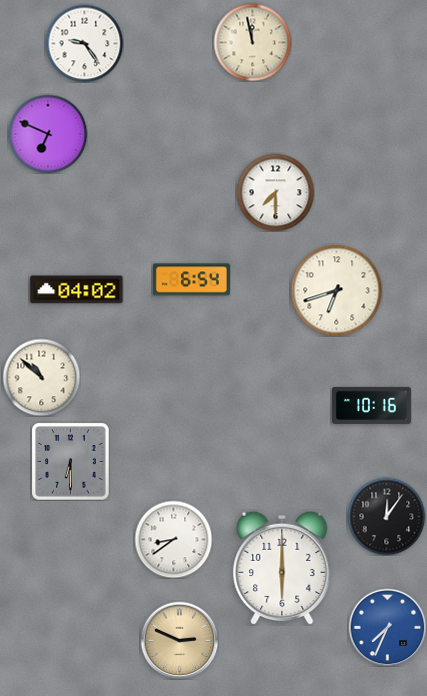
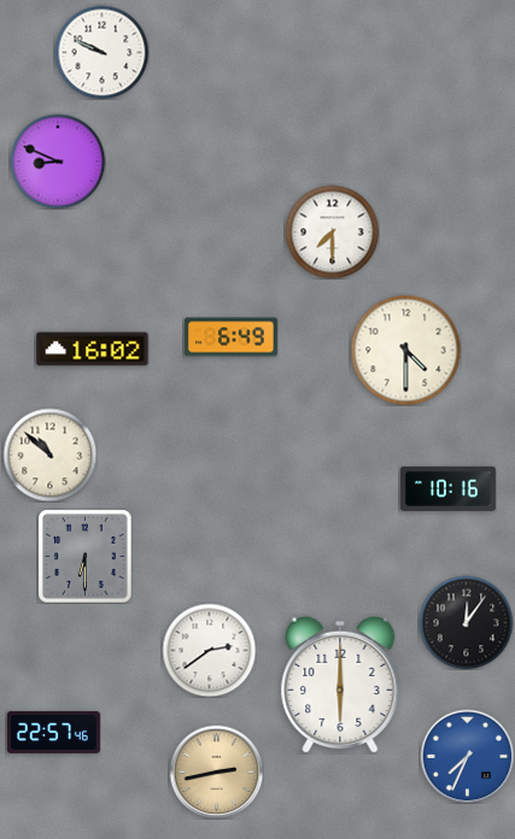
clock at (252, 42): 11:58 -> none
clock at (84, 43): 9:24 -> 9:49
clock at (48, 134): 6:49 -> 8:49
clock at (191, 280): 6:54 -> 6:49
clock at (77, 290): 04:02 -> 16:02
clock at (336, 290): 6:42 -> 4:30
clock at (173, 539): 8:39 -> 2:39
clock at (53, 732): none -> 22:57
clock at (179, 640): 2:49 -> 2:43
